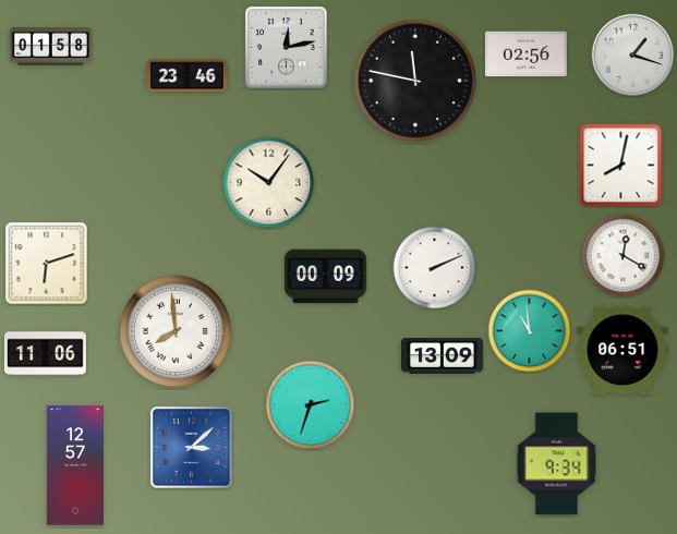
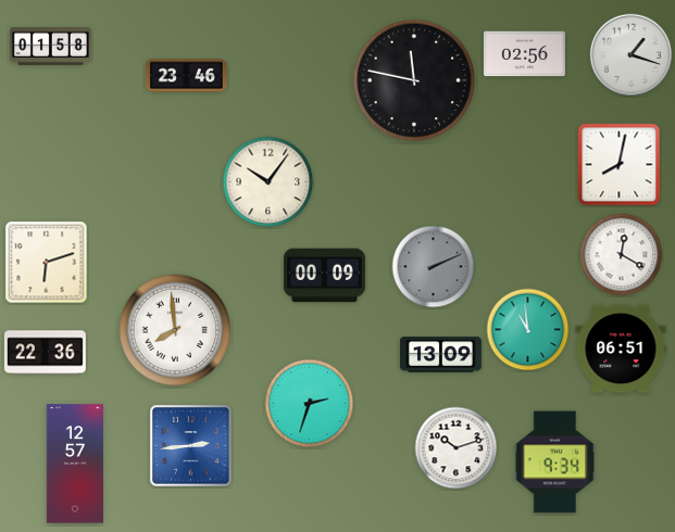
clock at (287, 48): 12:13 -> none
clock at (435, 268) dial: white -> grey
clock at (45, 354): 11:06 -> 22:36
clock at (192, 448): 3:08 -> 2:44
clock at (457, 448): none -> 10:12
